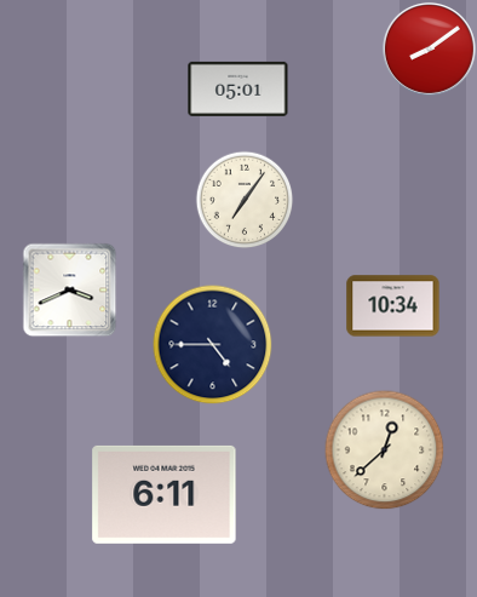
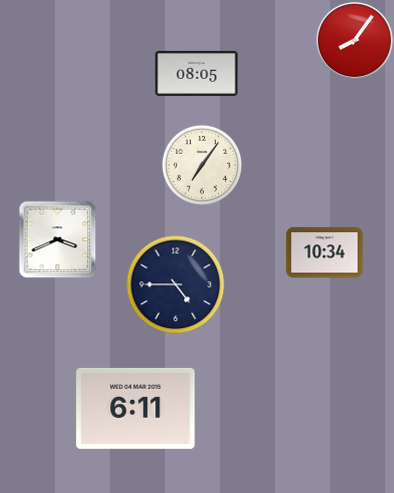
clock at (429, 48): 8:09 -> 8:06
clock at (238, 88): 05:01 -> 08:05
clock at (385, 450): 12:38 -> none
